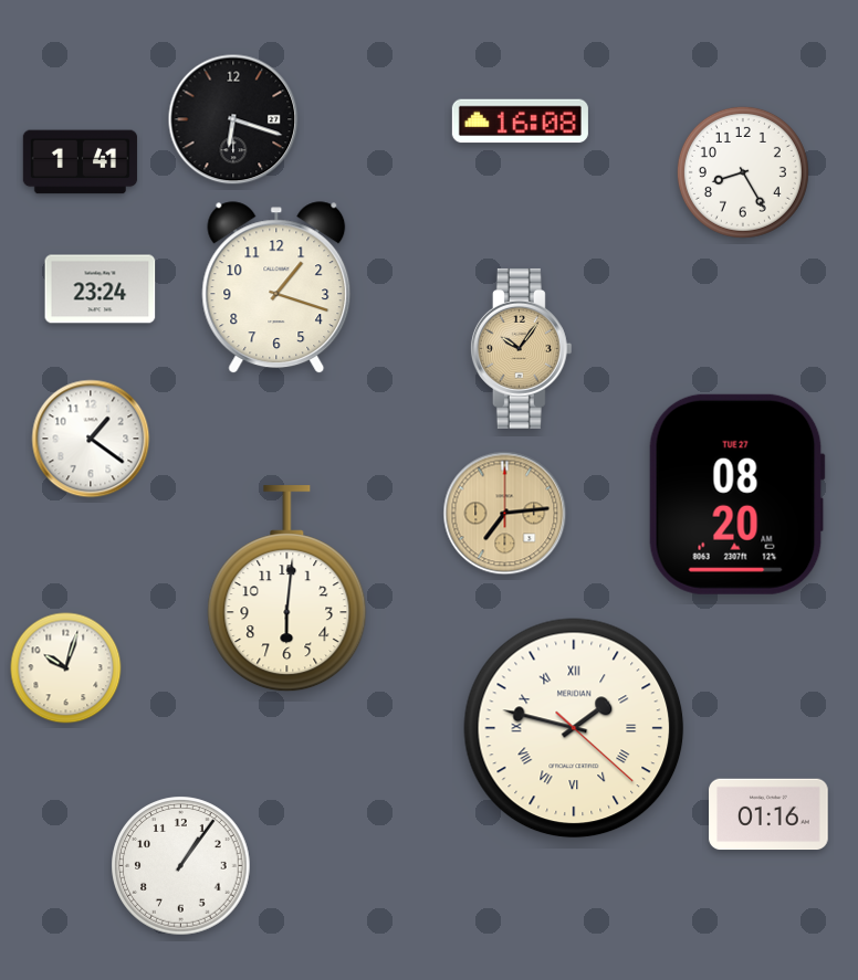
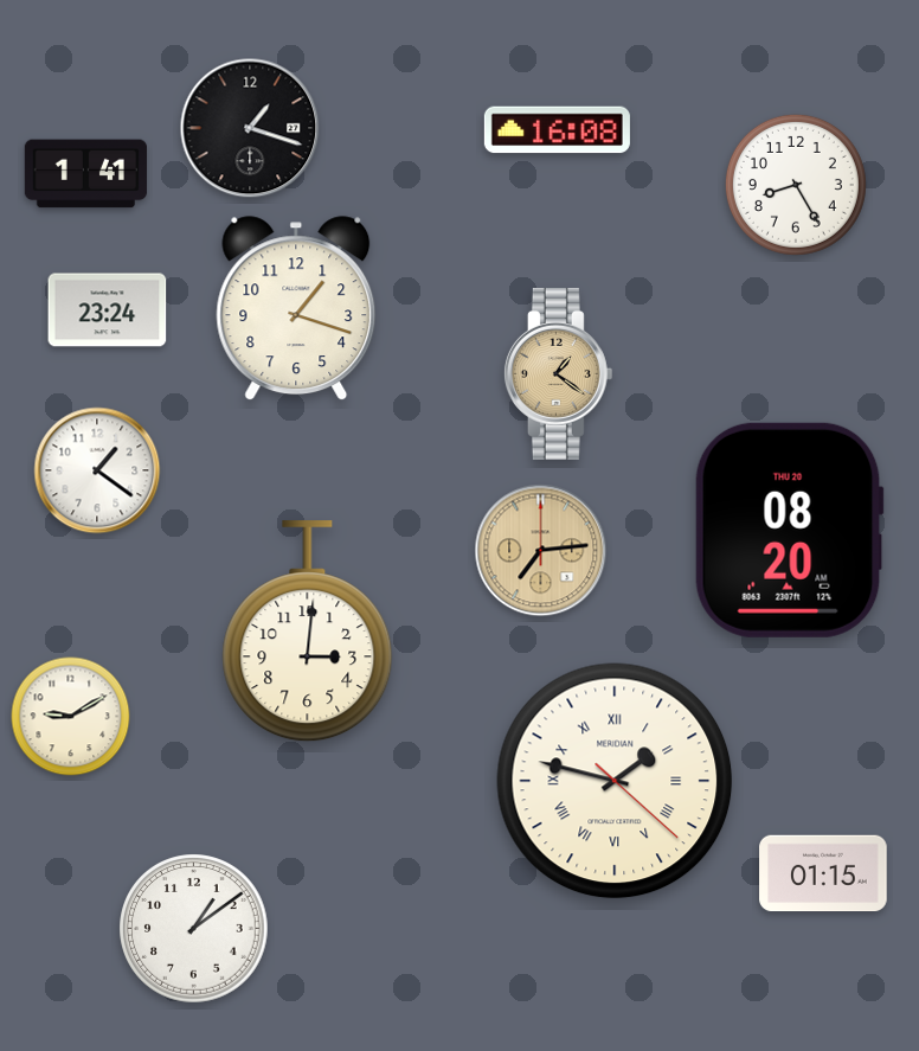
clock at (233, 119): 6:18 -> 1:18
clock at (521, 348): 10:06 -> 1:21
clock at (736, 494) date: TUE 27 -> THU 20
clock at (287, 589): 6:01 -> 3:01
clock at (66, 668): 10:03 -> 9:10
clock at (768, 814): 01:16 -> 01:15
clock at (181, 866): 1:06 -> 1:09
